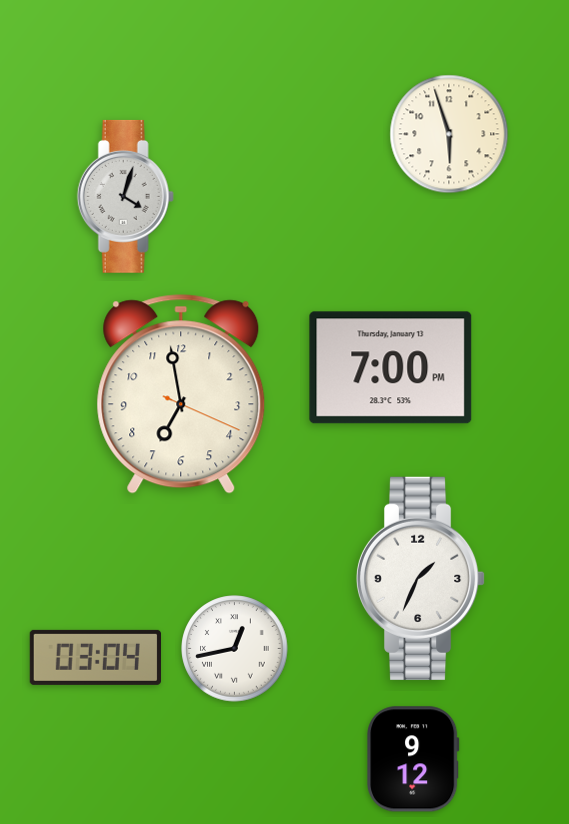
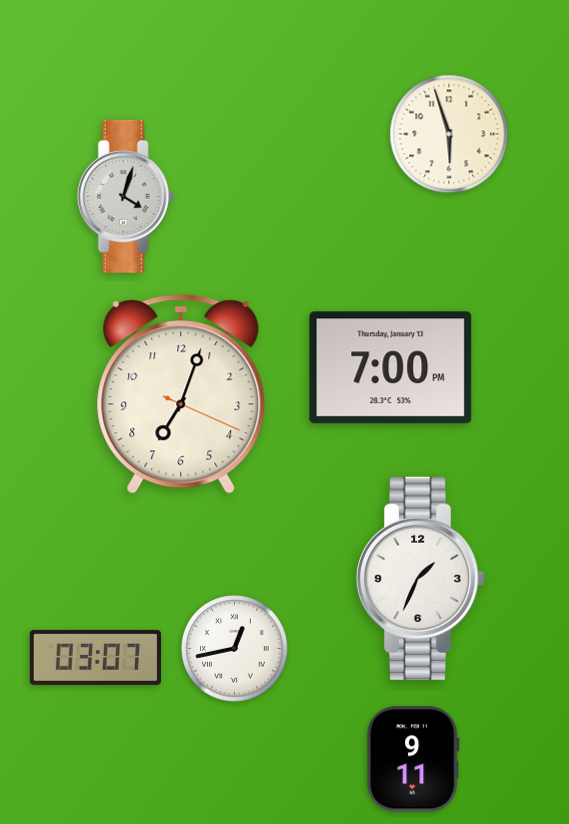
clock at (181, 394): 6:58 -> 7:03
clock at (95, 657): 03:04 -> 03:07
clock at (413, 759): 9:12 -> 9:11
